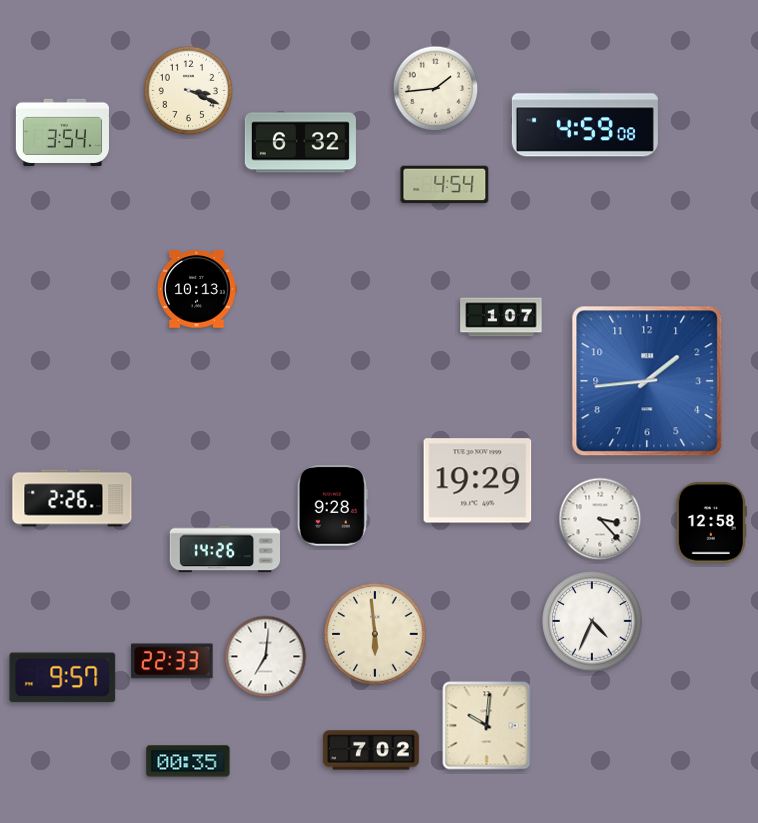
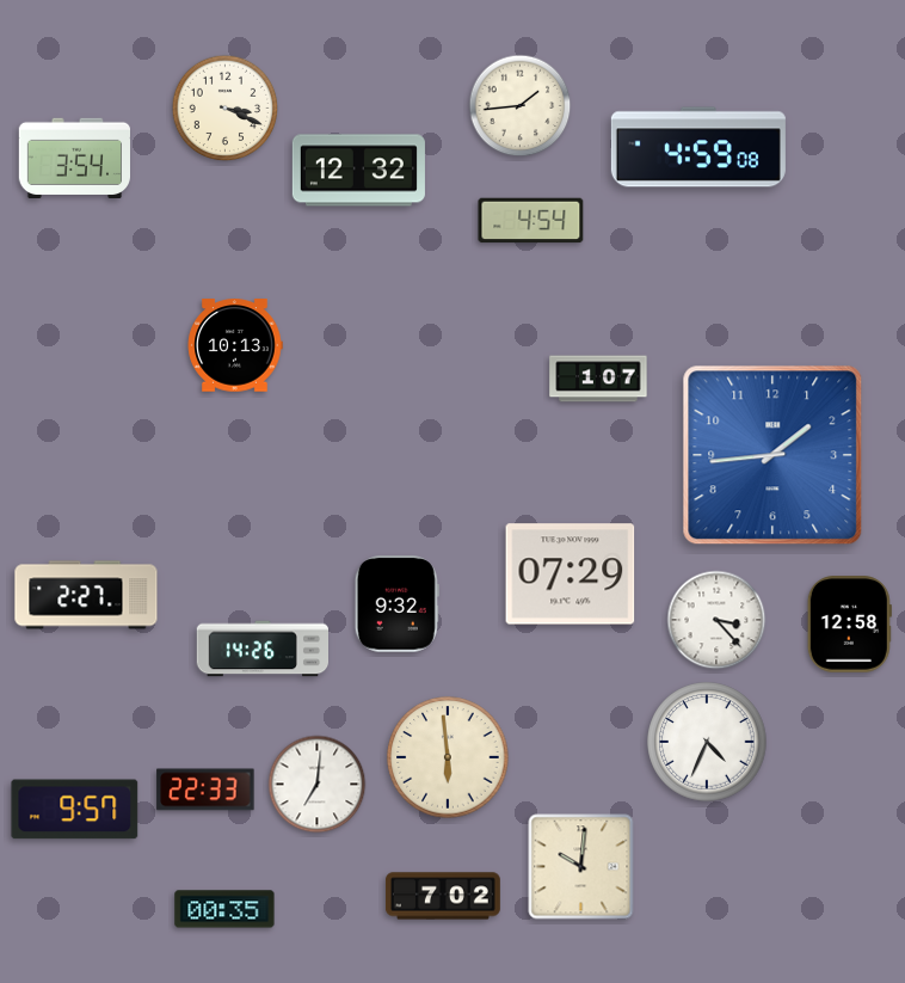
clock at (300, 143): 6:32 -> 12:32
clock at (478, 481): 19:29 -> 07:29
clock at (72, 498): 2:26 -> 2:27
clock at (332, 506): 9:28 -> 9:32
clock at (224, 549) position: (224, 549) -> (261, 649)
